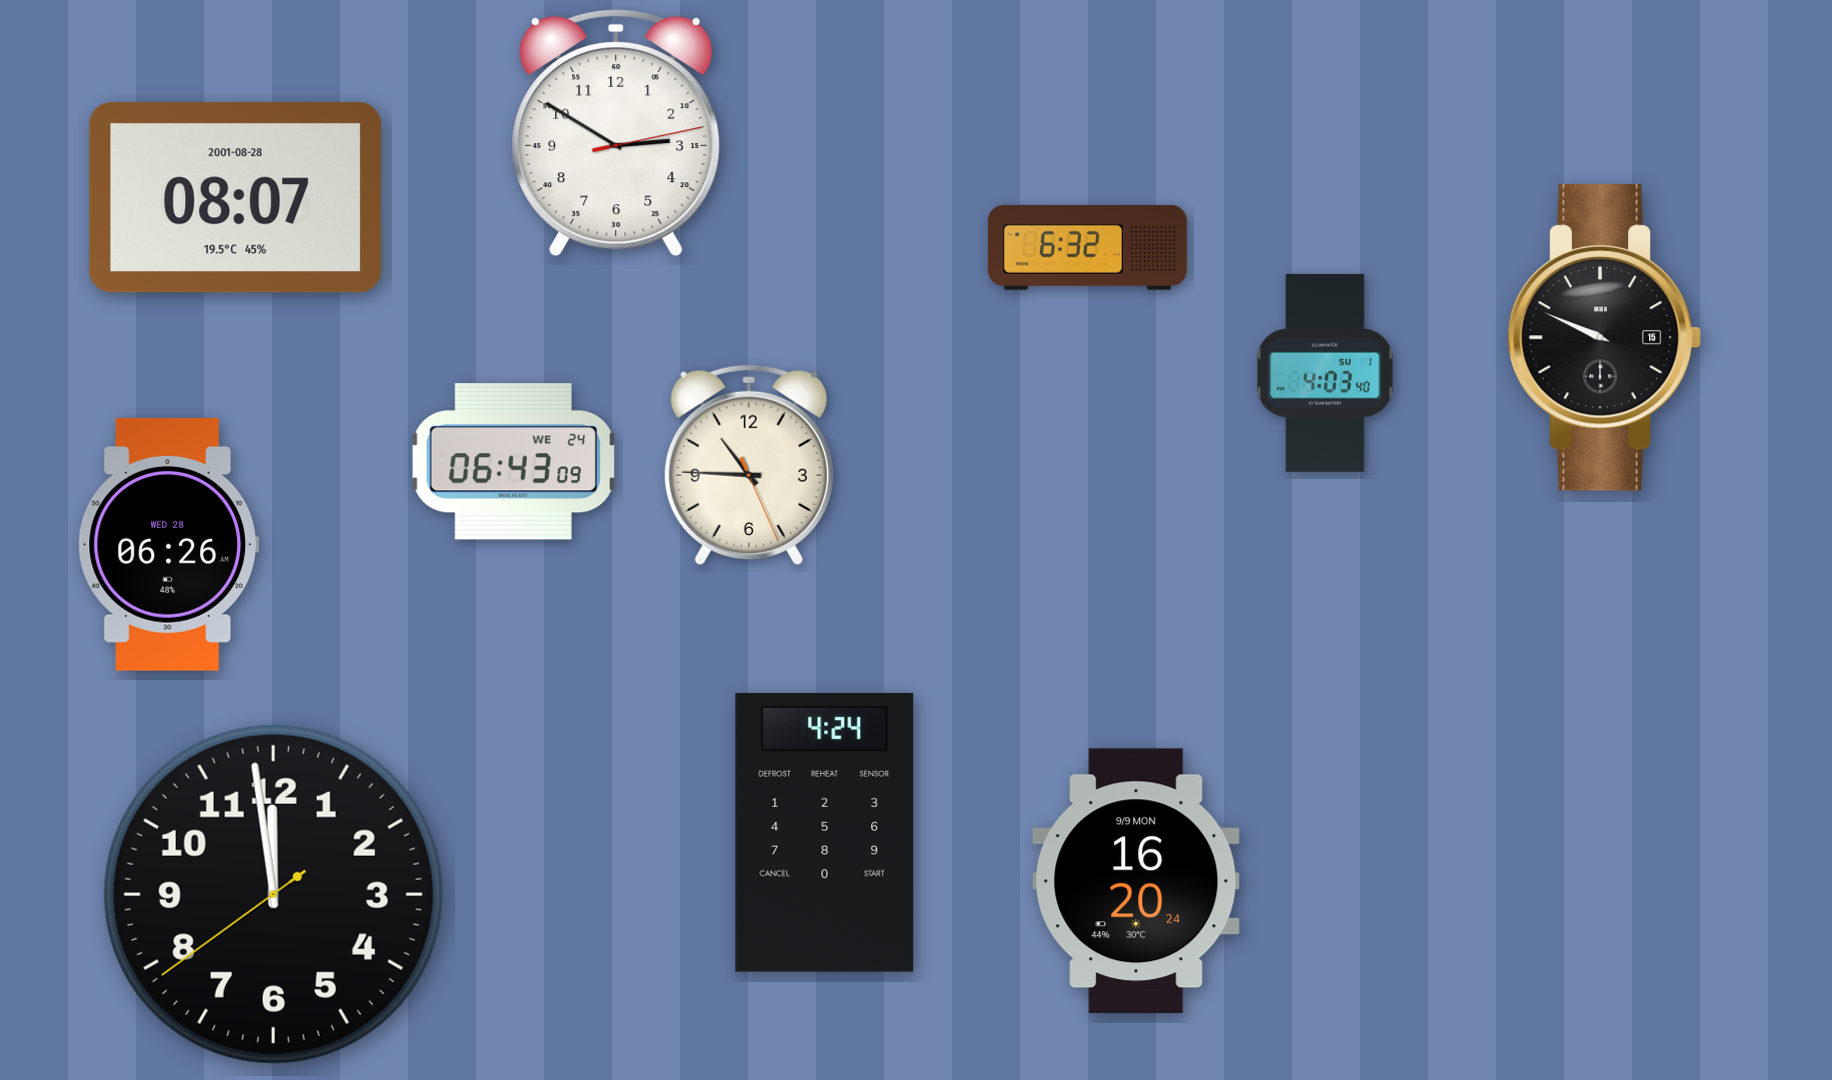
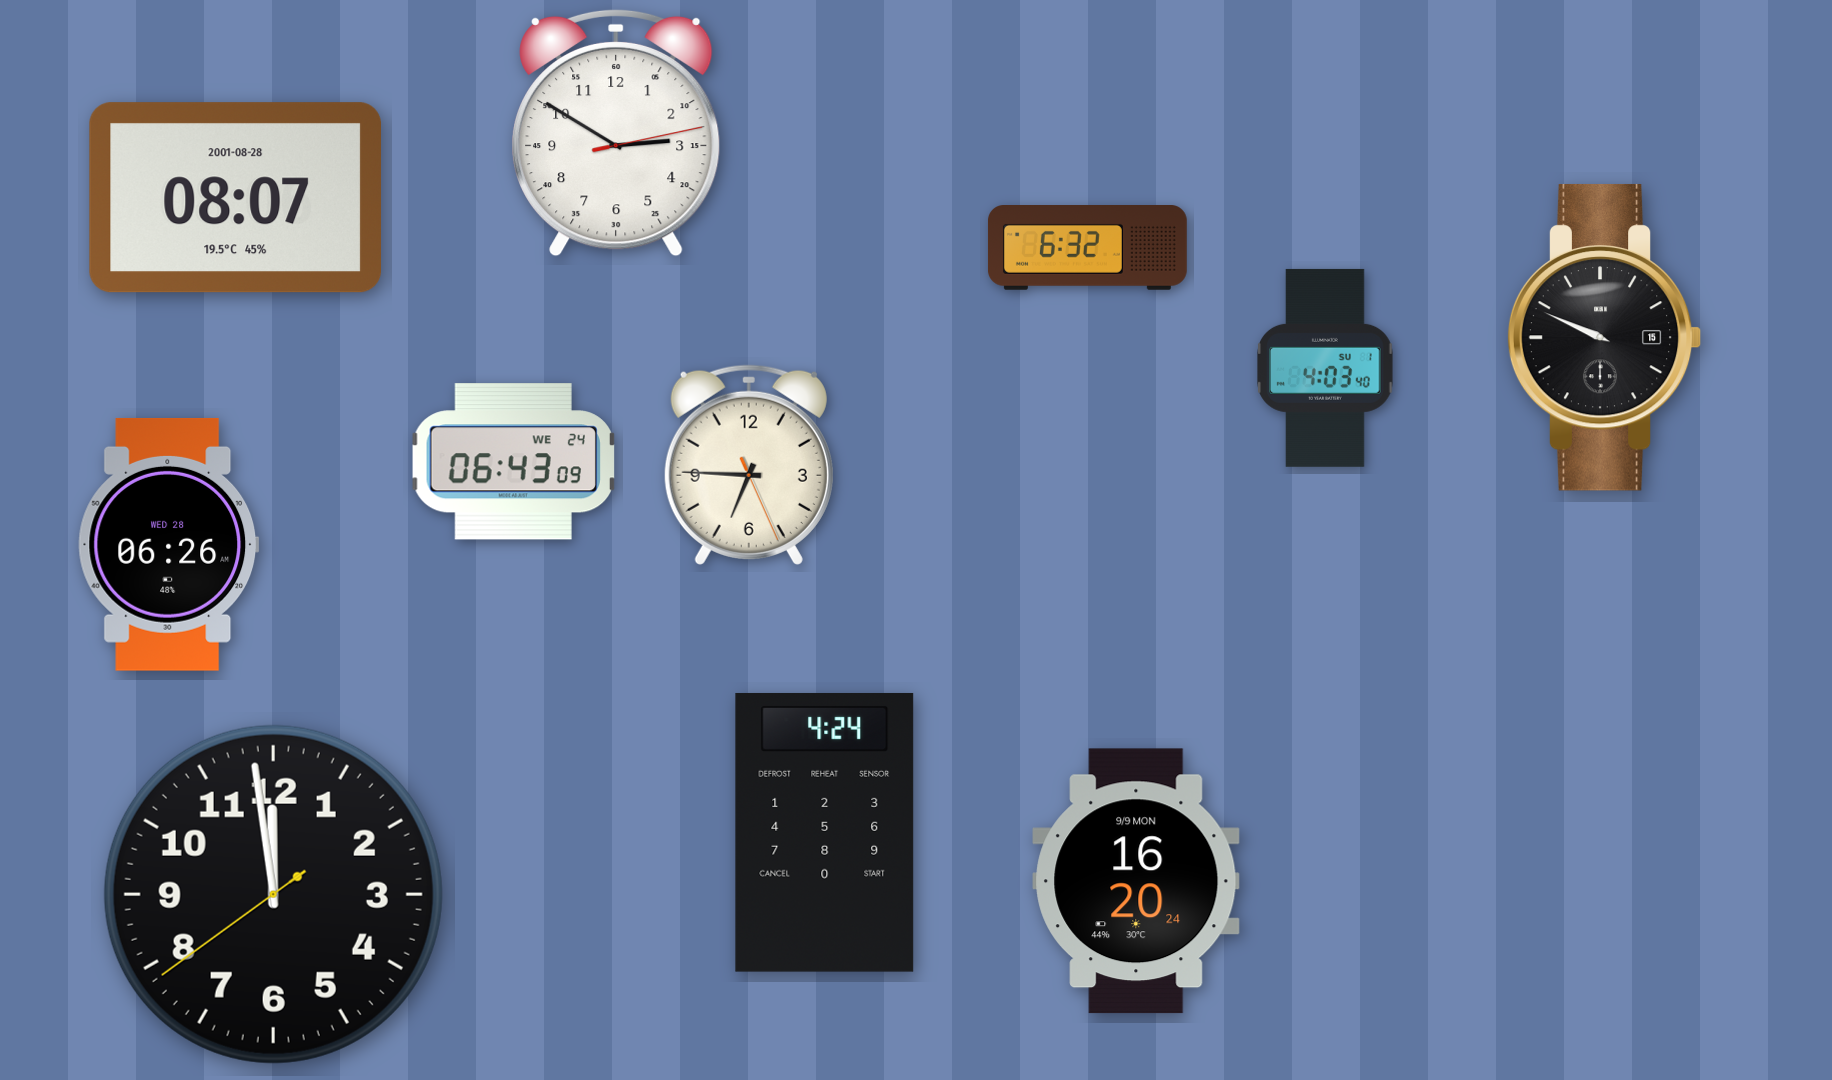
clock at (1325, 373) position: (1325, 373) -> (1325, 368)
clock at (749, 465): 10:45 -> 6:45
